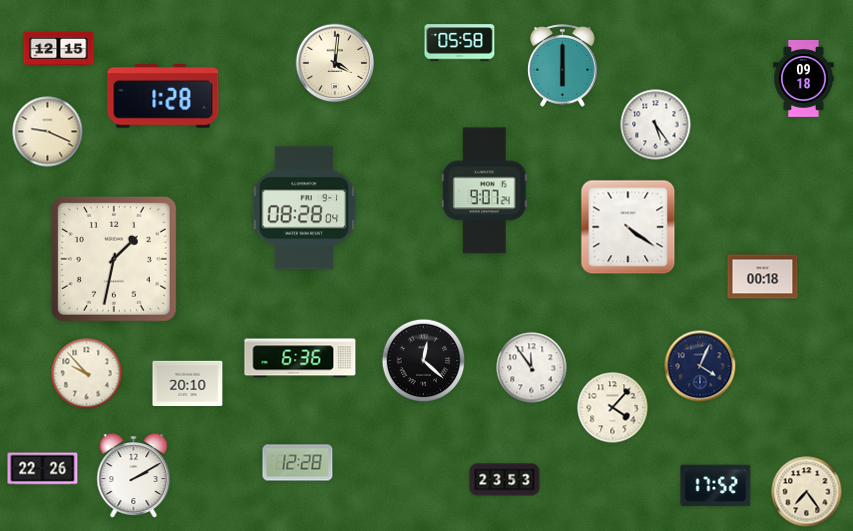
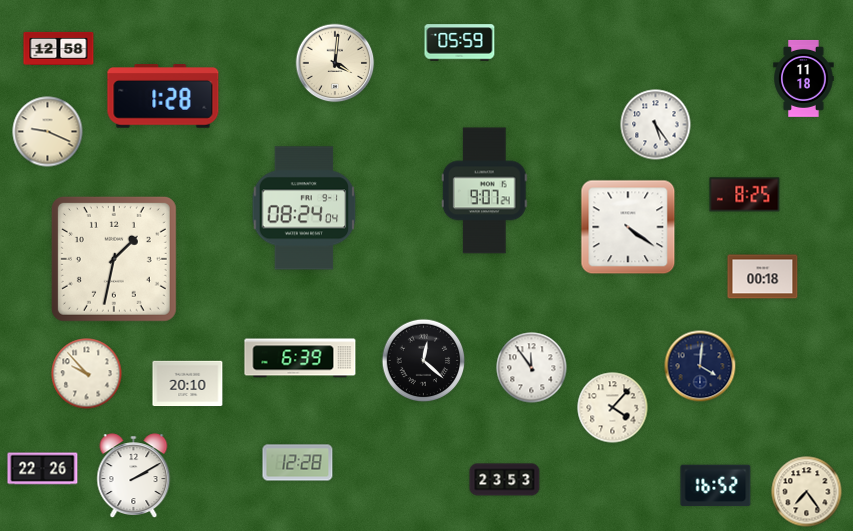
clock at (460, 43): 05:58 -> 05:59
clock at (59, 48): 12:15 -> 12:58
clock at (563, 66): 6:00 -> none
clock at (804, 78): 09:18 -> 11:18
clock at (745, 195): none -> 8:25
clock at (304, 208): 08:28 -> 08:24
clock at (300, 358): 6:36 -> 6:39
clock at (700, 366): 4:04 -> 4:01
clock at (716, 486): 17:52 -> 16:52
